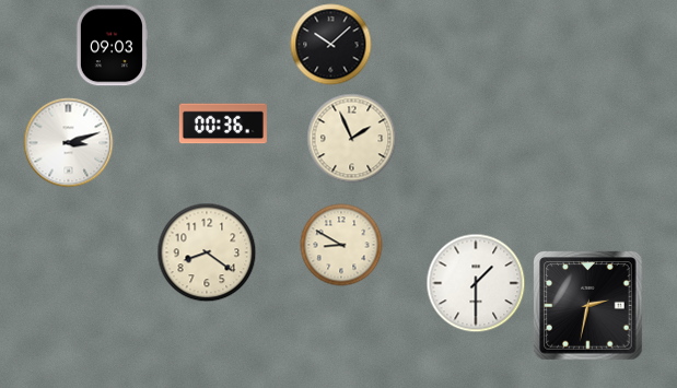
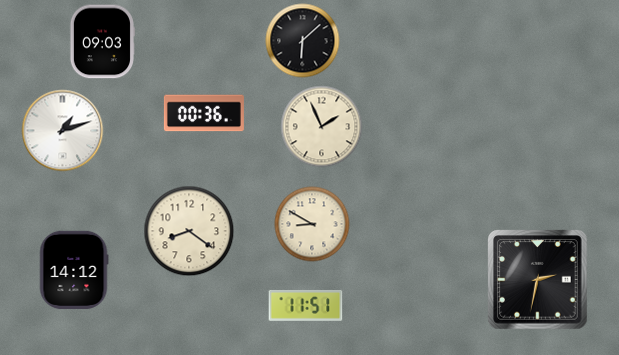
clock at (331, 45): 10:08 -> 6:08
clock at (69, 143): 3:12 -> 1:12
clock at (476, 283): 1:30 -> none
clock at (74, 270): none -> 14:12
clock at (306, 306): none -> 11:51
